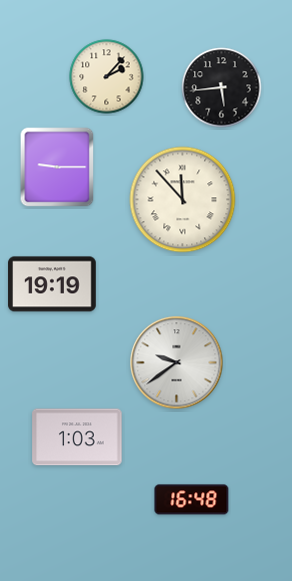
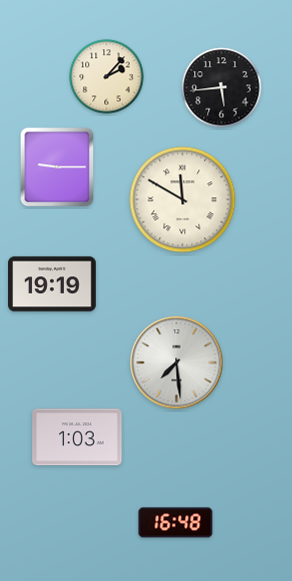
clock at (183, 200): 11:53 -> 11:50
clock at (177, 363): 9:39 -> 7:29
clock at (192, 500) position: (192, 500) -> (176, 523)
